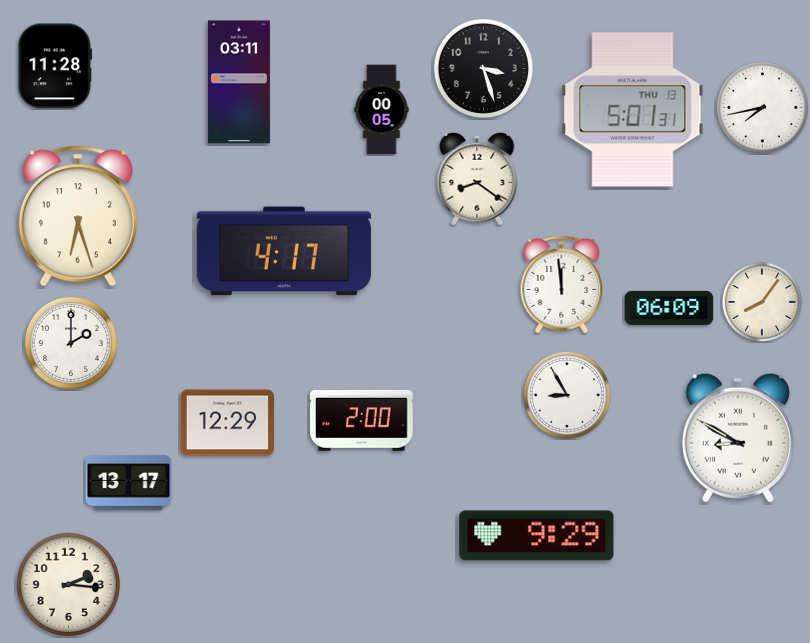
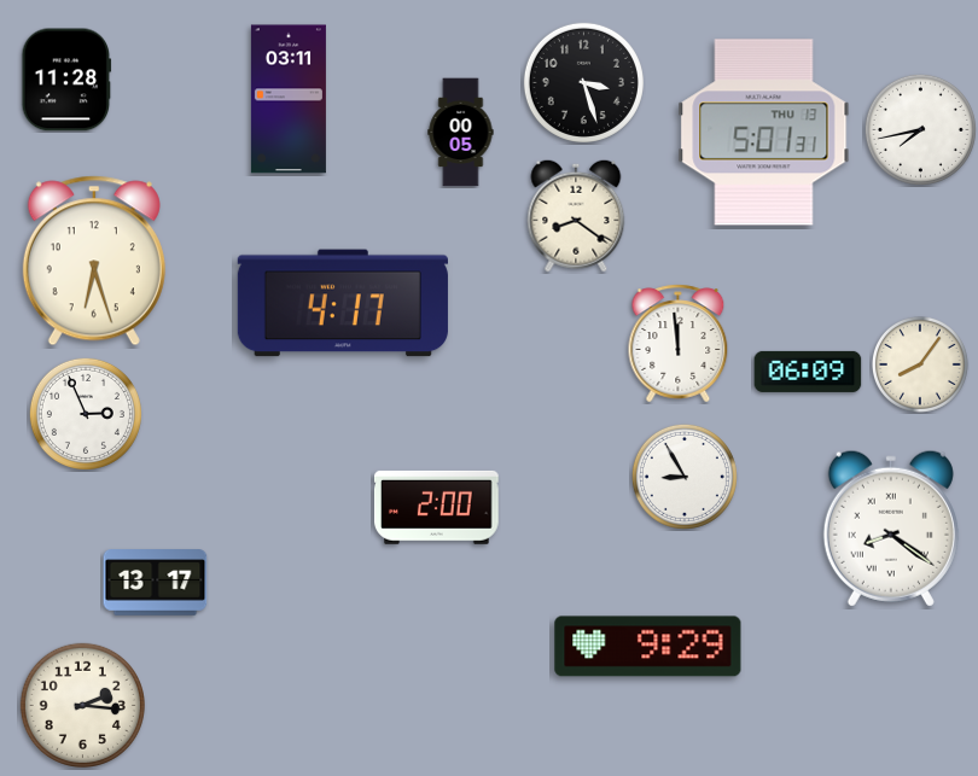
clock at (71, 343): 2:00 -> 2:56
clock at (227, 423): 12:29 -> none
clock at (738, 438): 8:50 -> 8:21
